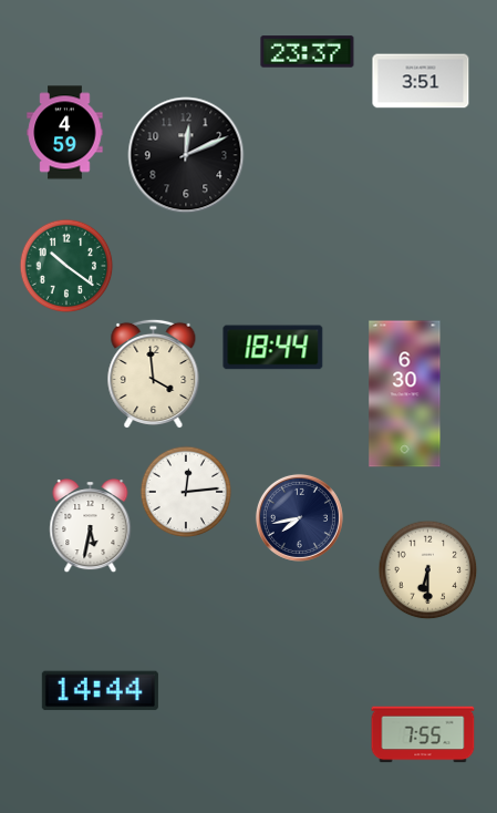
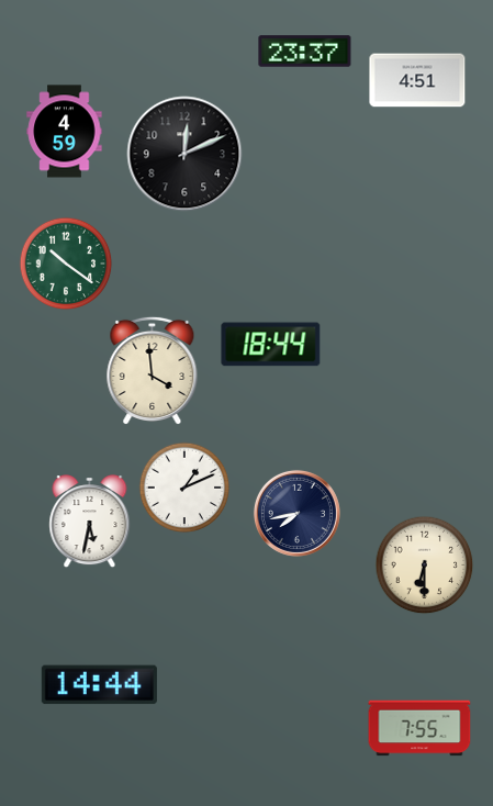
clock at (421, 81): 3:51 -> 4:51
clock at (405, 394): 6:30 -> none
clock at (186, 492): 12:14 -> 1:11
